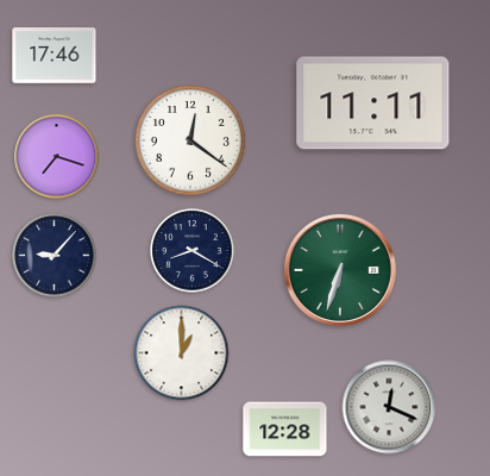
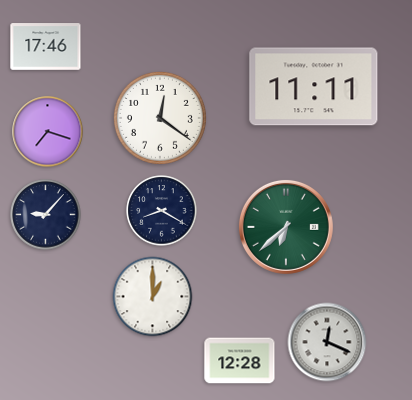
clock at (340, 270): 6:33 -> 6:38
